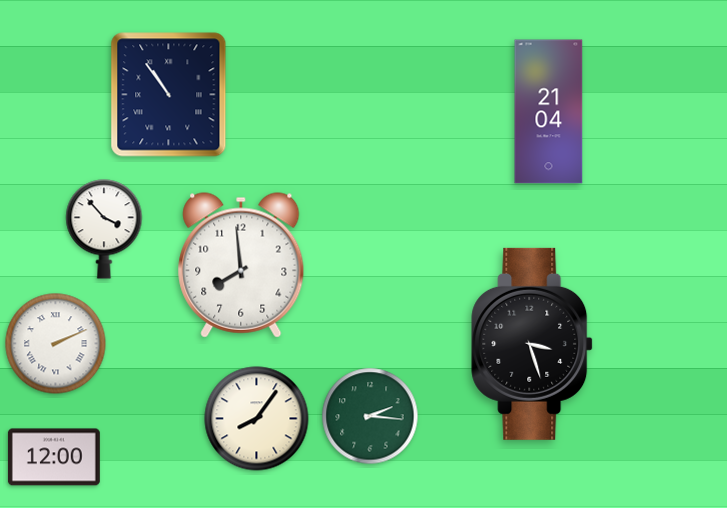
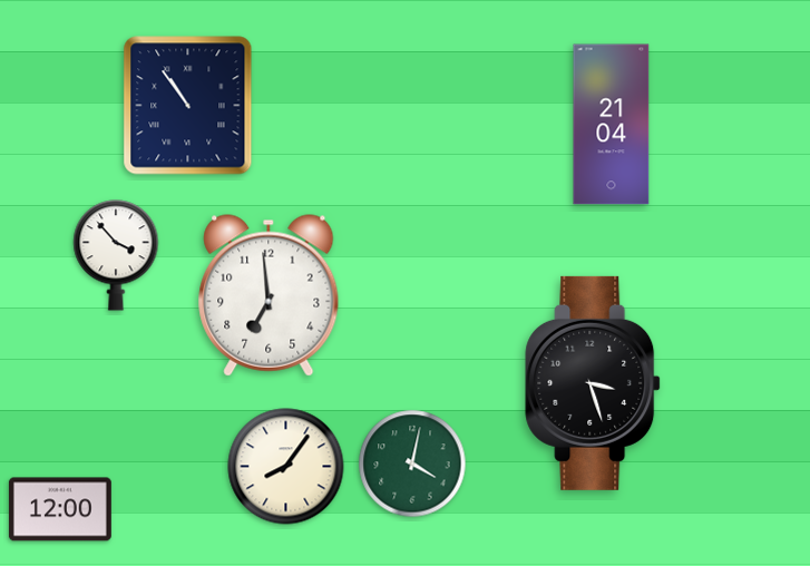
clock at (241, 265): 7:59 -> 6:59
clock at (56, 344): 2:11 -> none
clock at (370, 416): 2:16 -> 4:02
